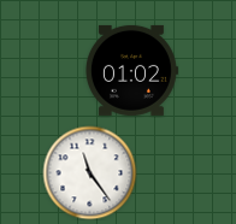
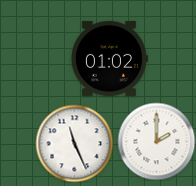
clock at (156, 141): none -> 2:00
clock at (89, 172): 11:24 -> 11:26
